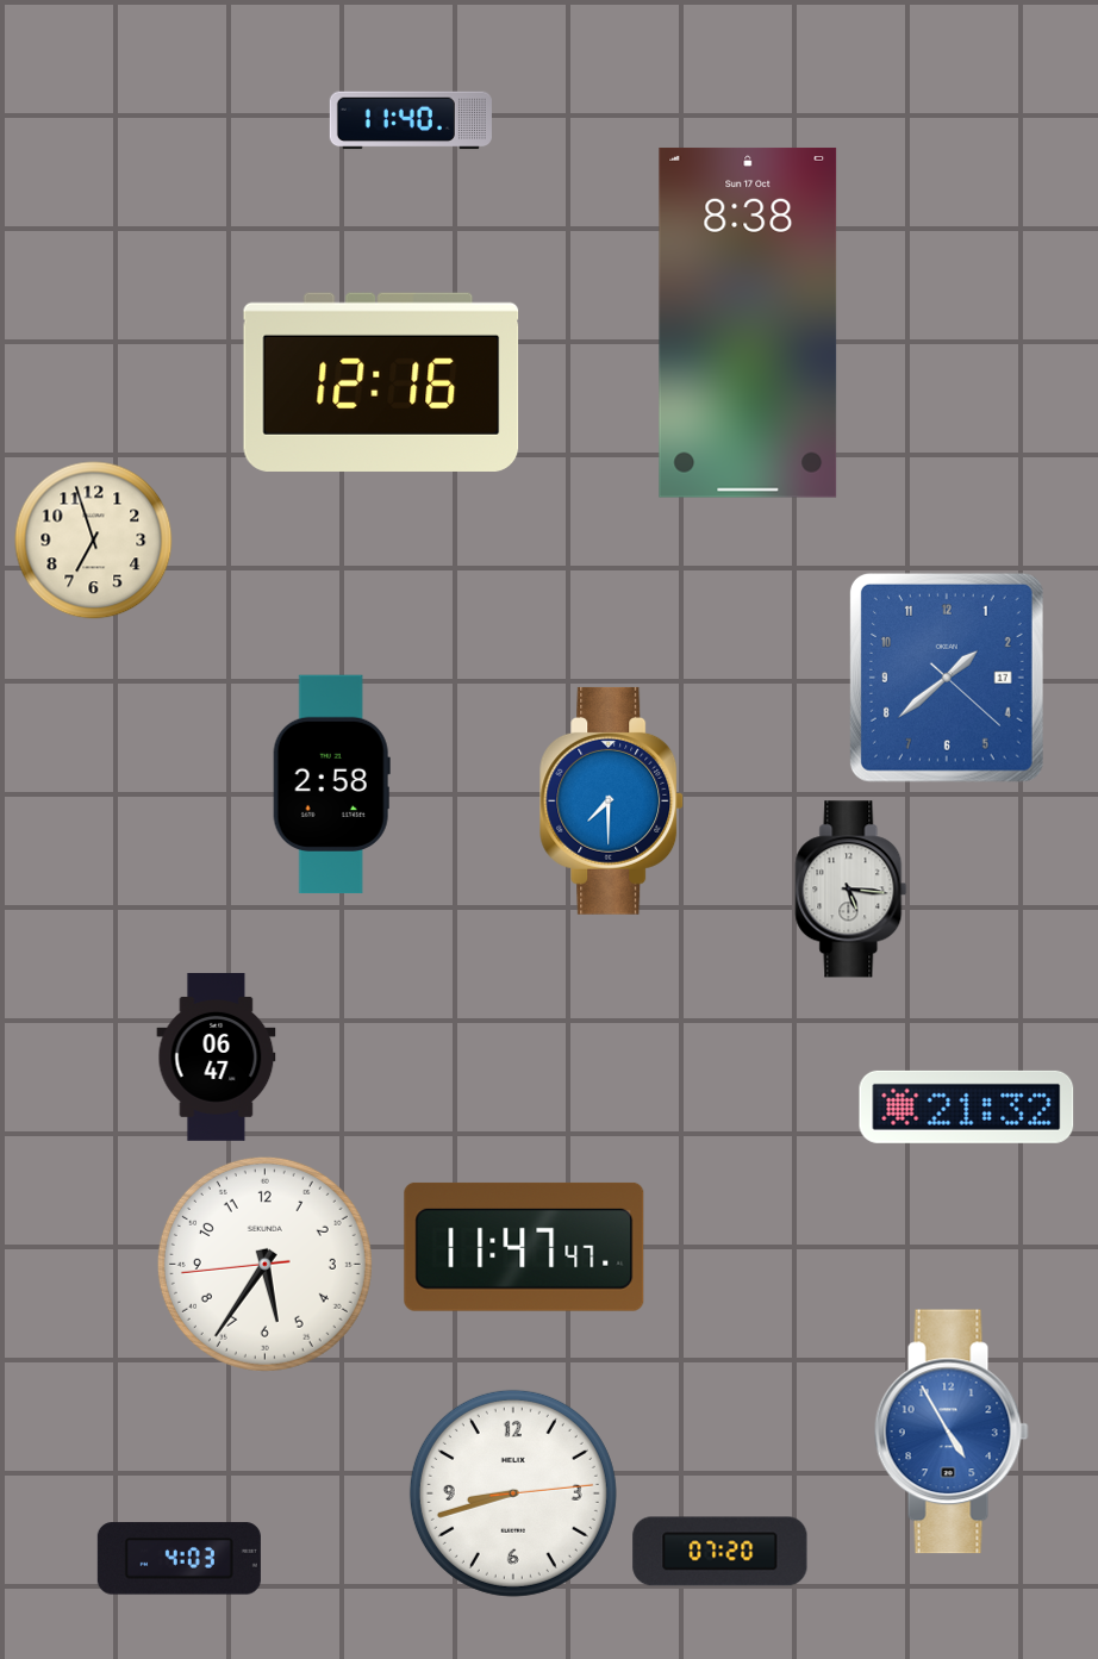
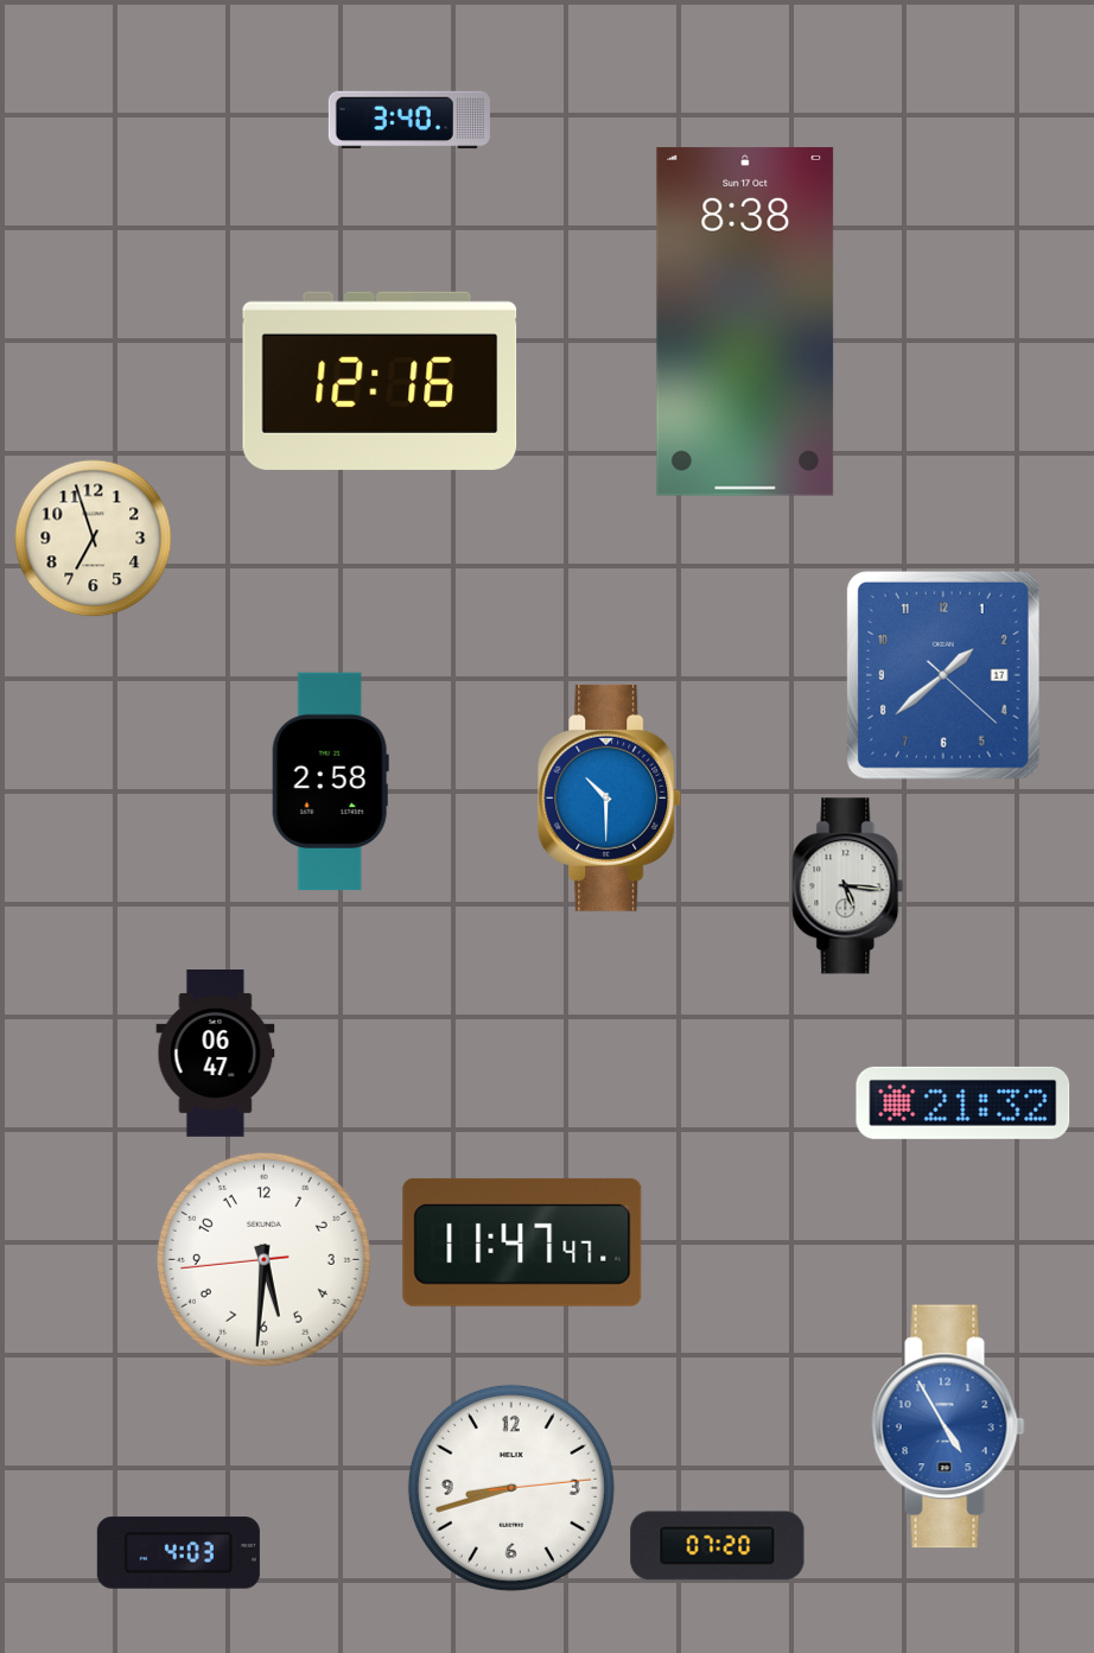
clock at (411, 120): 11:40 -> 3:40
clock at (612, 800): 7:30 -> 10:30
clock at (264, 1264): 5:35 -> 5:30
